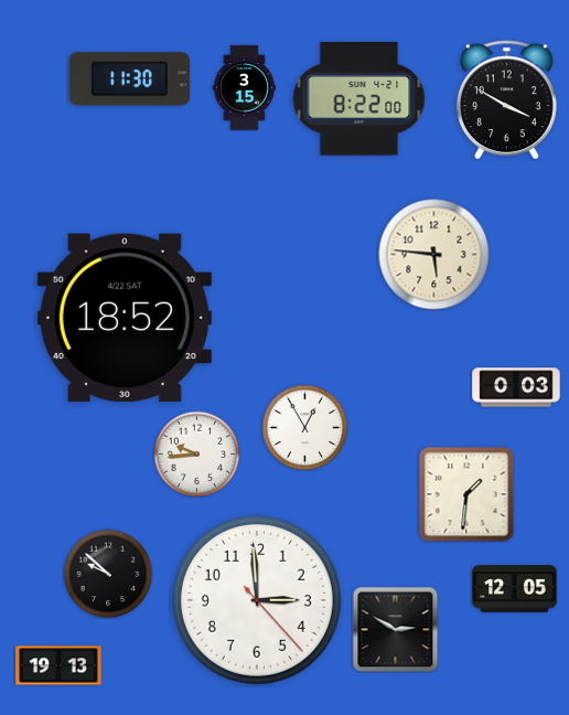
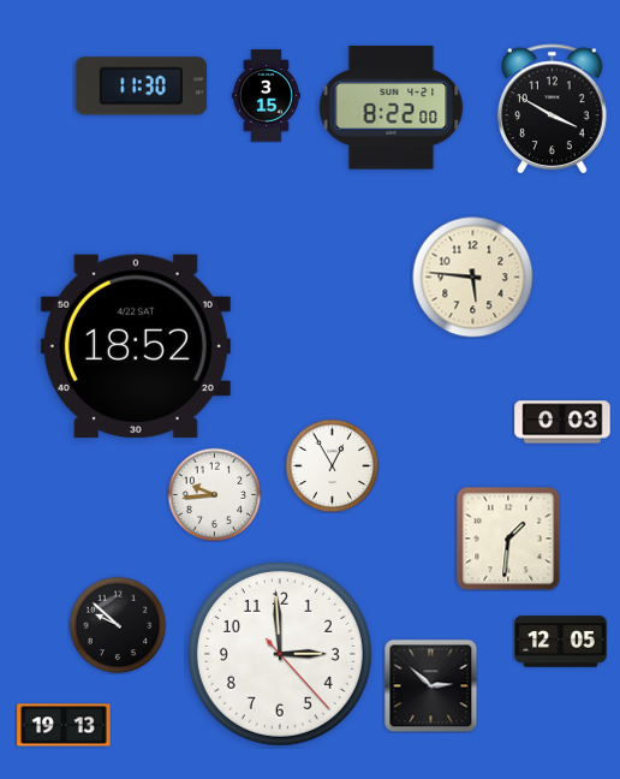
clock at (395, 629): 2:50 -> 2:52
